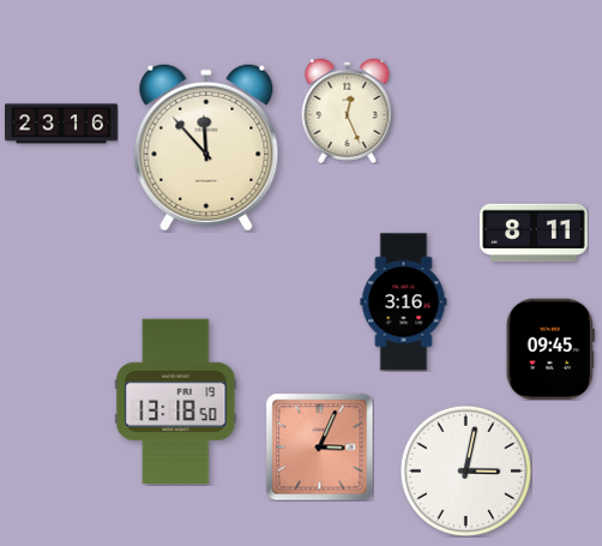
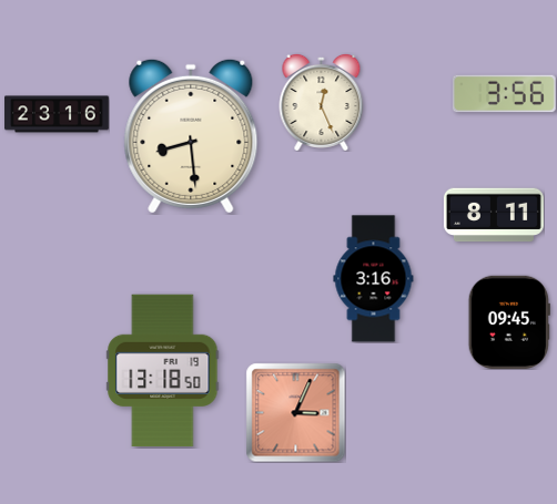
clock at (504, 94): none -> 3:56
clock at (206, 148): 11:53 -> 8:29
clock at (465, 470): 3:02 -> none
